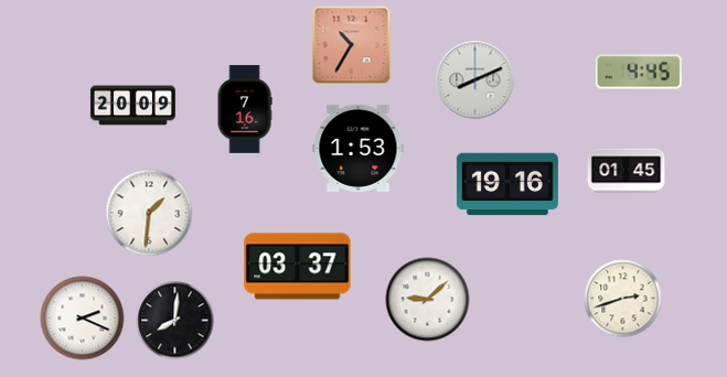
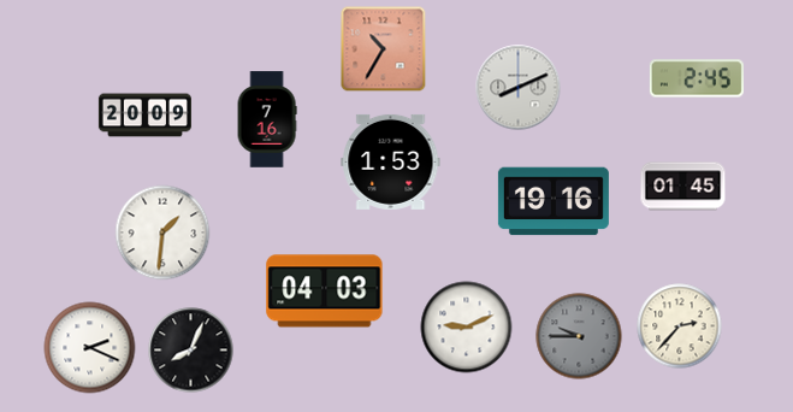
clock at (639, 72): 4:45 -> 2:45
clock at (298, 267): 03:37 -> 04:03
clock at (623, 299): 2:42 -> 2:37
clock at (428, 300): 9:08 -> 9:11
clock at (579, 336): none -> 9:45
clock at (175, 321): 8:01 -> 8:04
